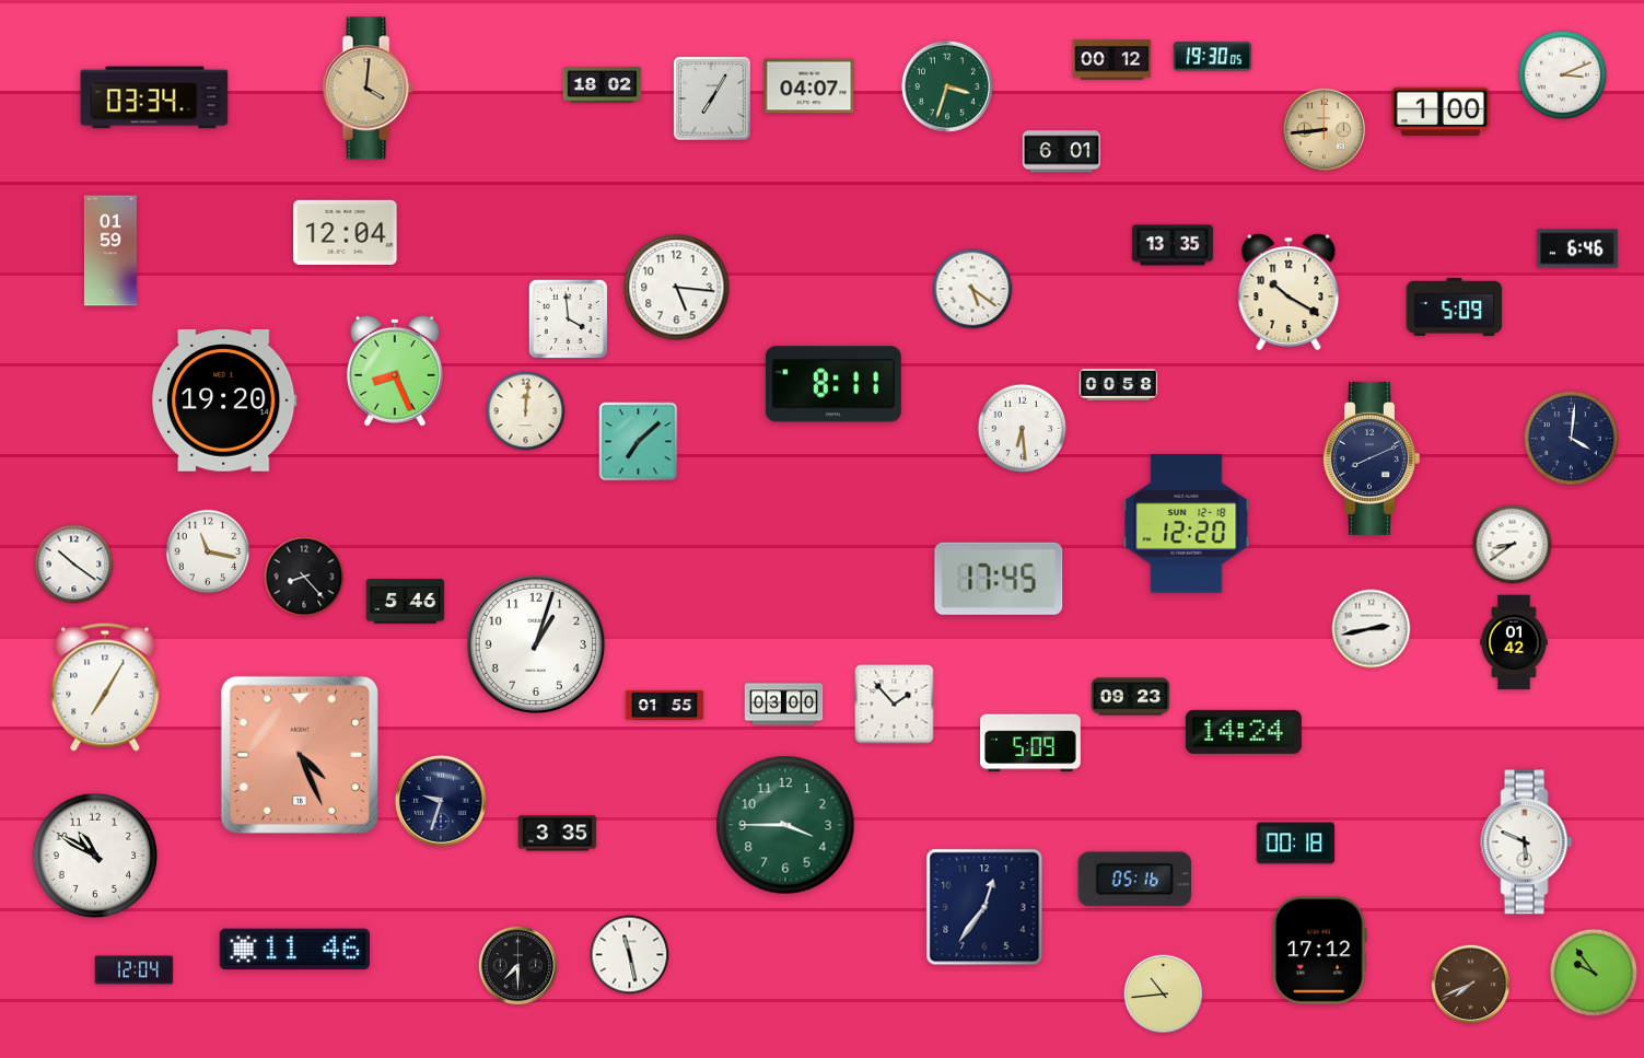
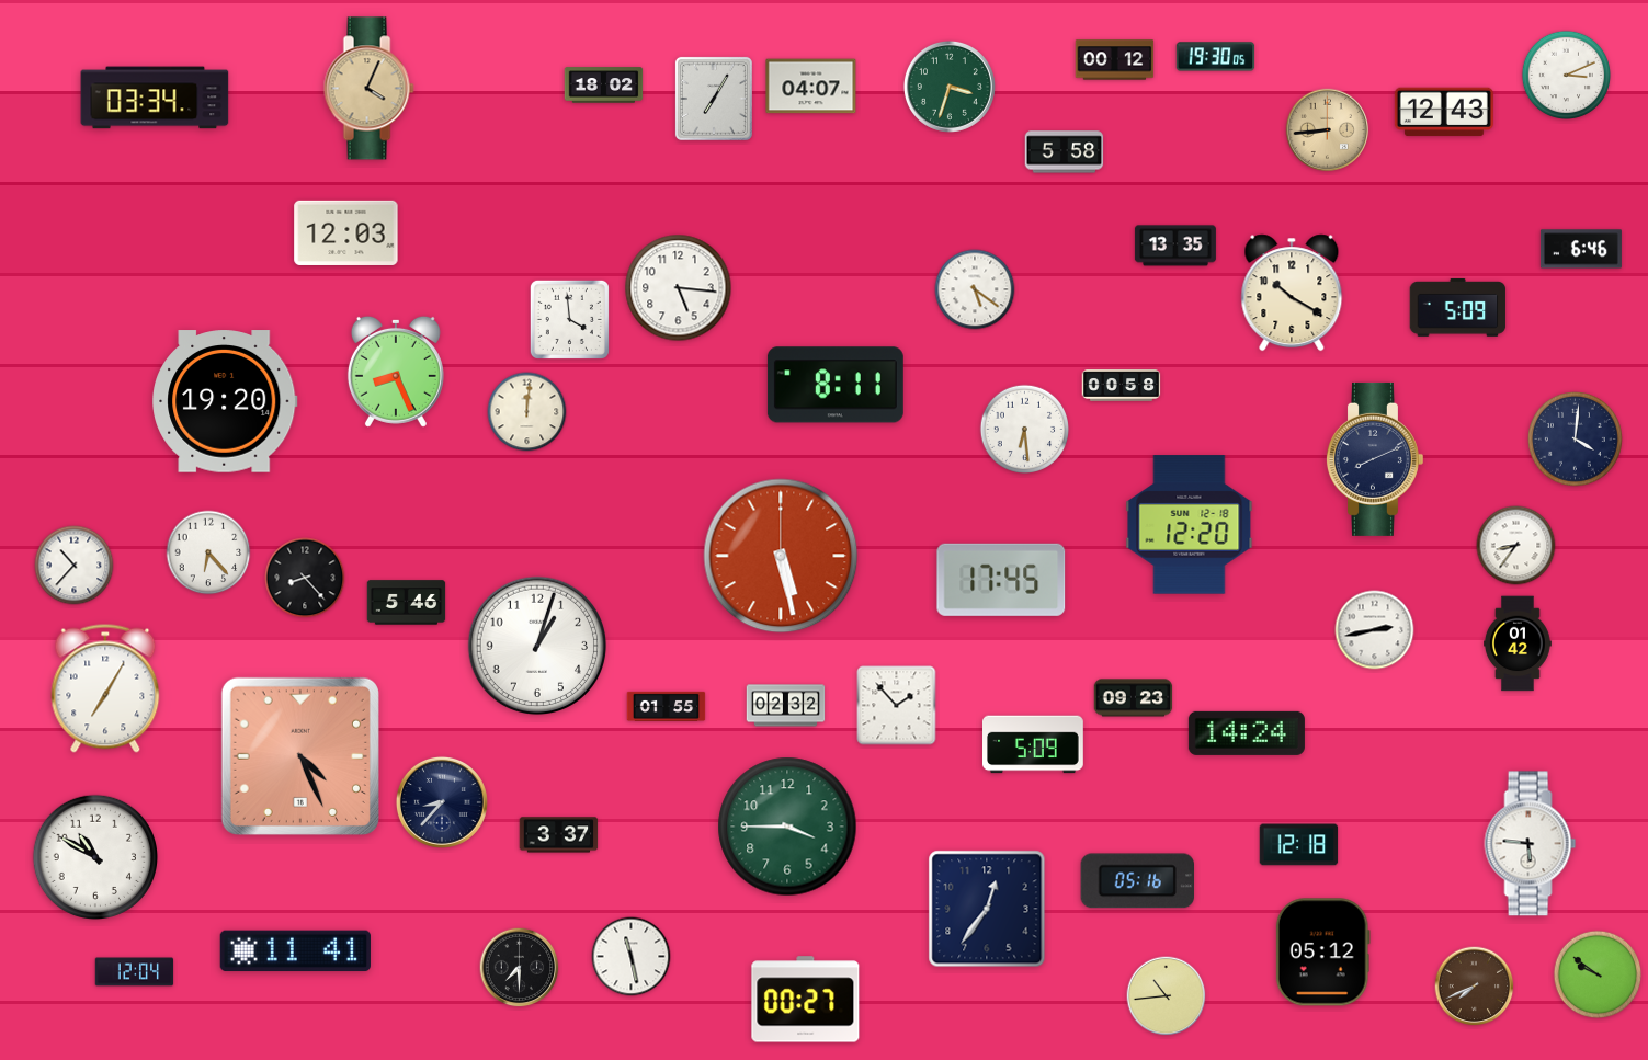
clock at (368, 89): 4:01 -> 4:04
clock at (1441, 112): 1:00 -> 12:43
clock at (1062, 152): 6:01 -> 5:58
clock at (346, 232): 12:04 -> 12:03
clock at (110, 251): 01:59 -> none
clock at (639, 442): 7:08 -> none
clock at (1513, 545): 8:39 -> 8:36
clock at (208, 551): 11:17 -> 6:23
clock at (781, 556): none -> 5:28
clock at (74, 565): 10:21 -> 10:37
clock at (784, 705): 03:00 -> 02:32
clock at (441, 801): 9:33 -> 8:37
clock at (558, 834): 3:35 -> 3:37
clock at (1527, 842): 5:49 -> 5:46
clock at (1296, 844): 00:18 -> 12:18
clock at (294, 950): 11:46 -> 11:41
clock at (1319, 951): 17:12 -> 05:12
clock at (1594, 973): 9:54 -> 9:51
clock at (806, 1000): none -> 00:27
